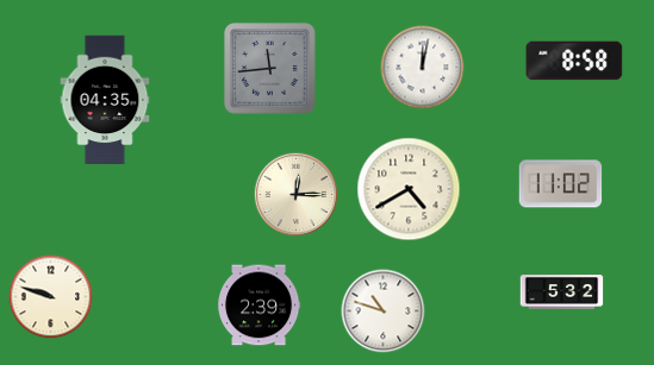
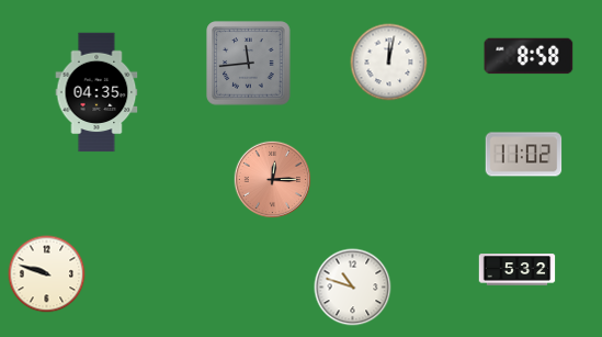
clock at (561, 184) position: (561, 184) -> (524, 155)
clock at (409, 189): 4:40 -> none
clock at (297, 195) dial: cream -> salmon
clock at (259, 306): 2:39 -> none
